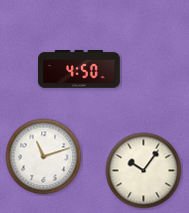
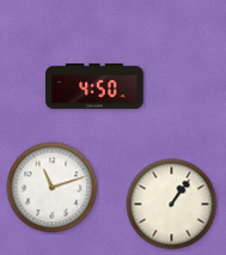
clock at (79, 70) position: (79, 70) -> (94, 87)
clock at (144, 171): 10:06 -> 1:06
